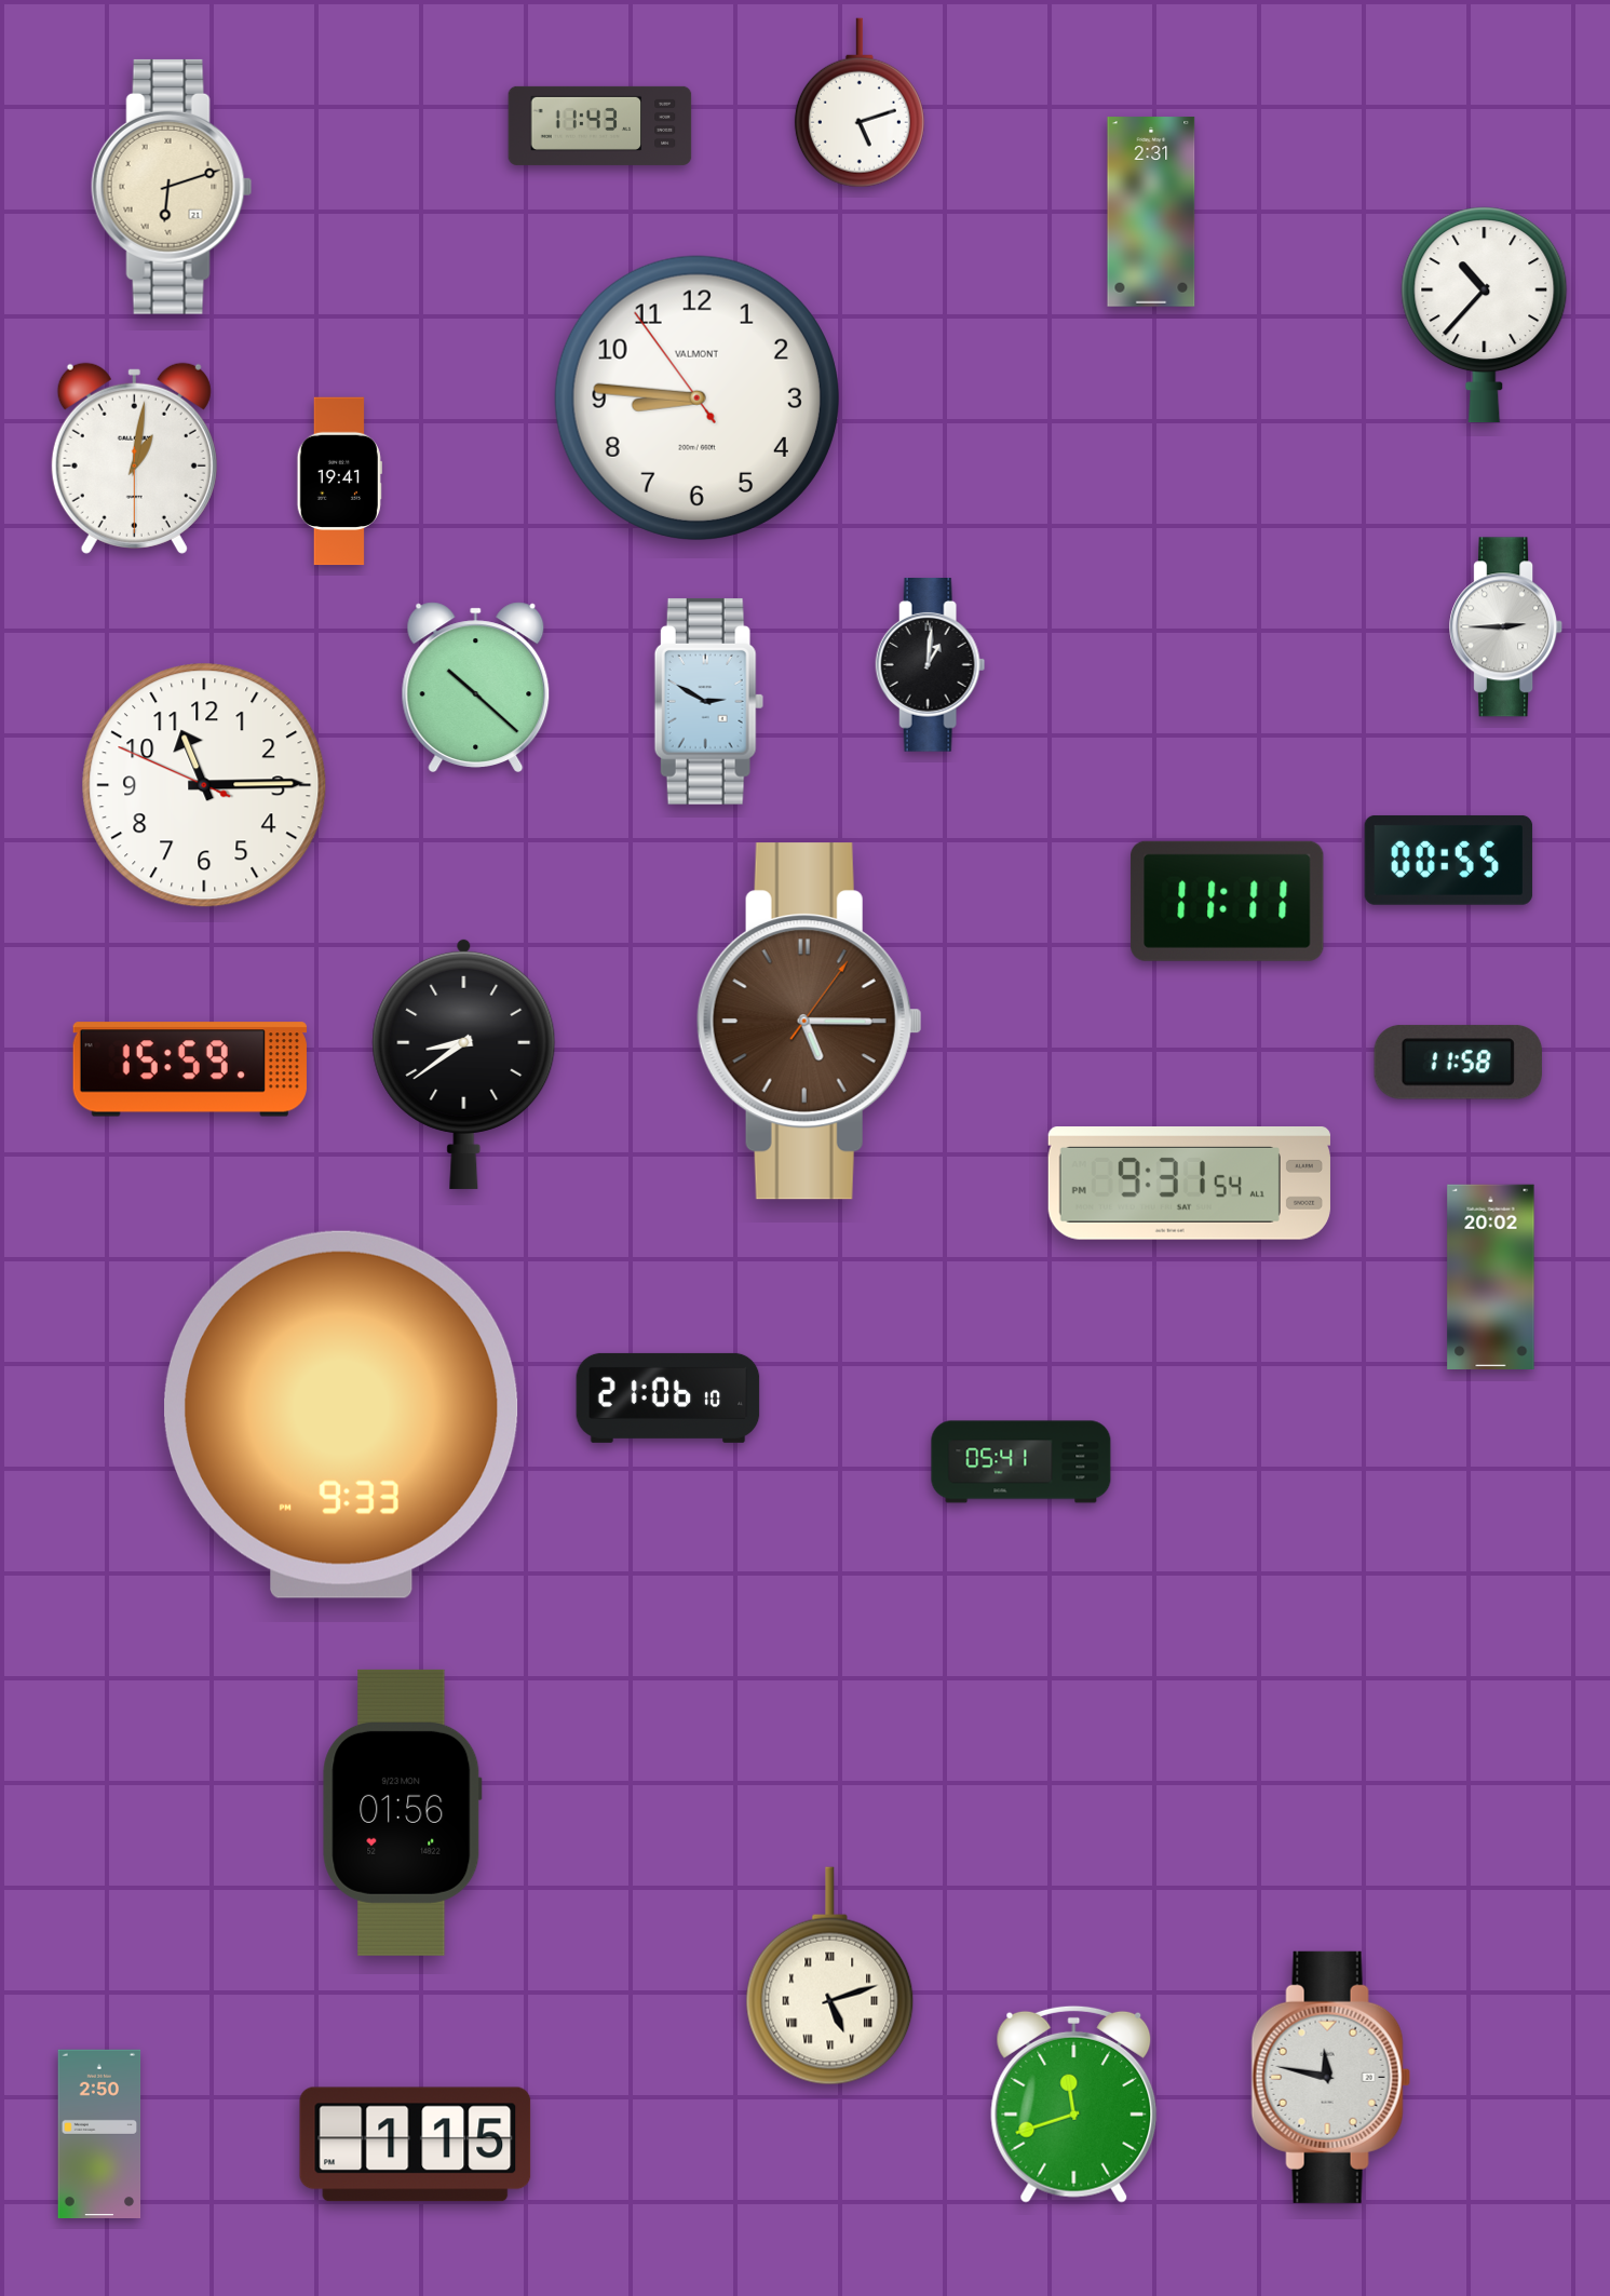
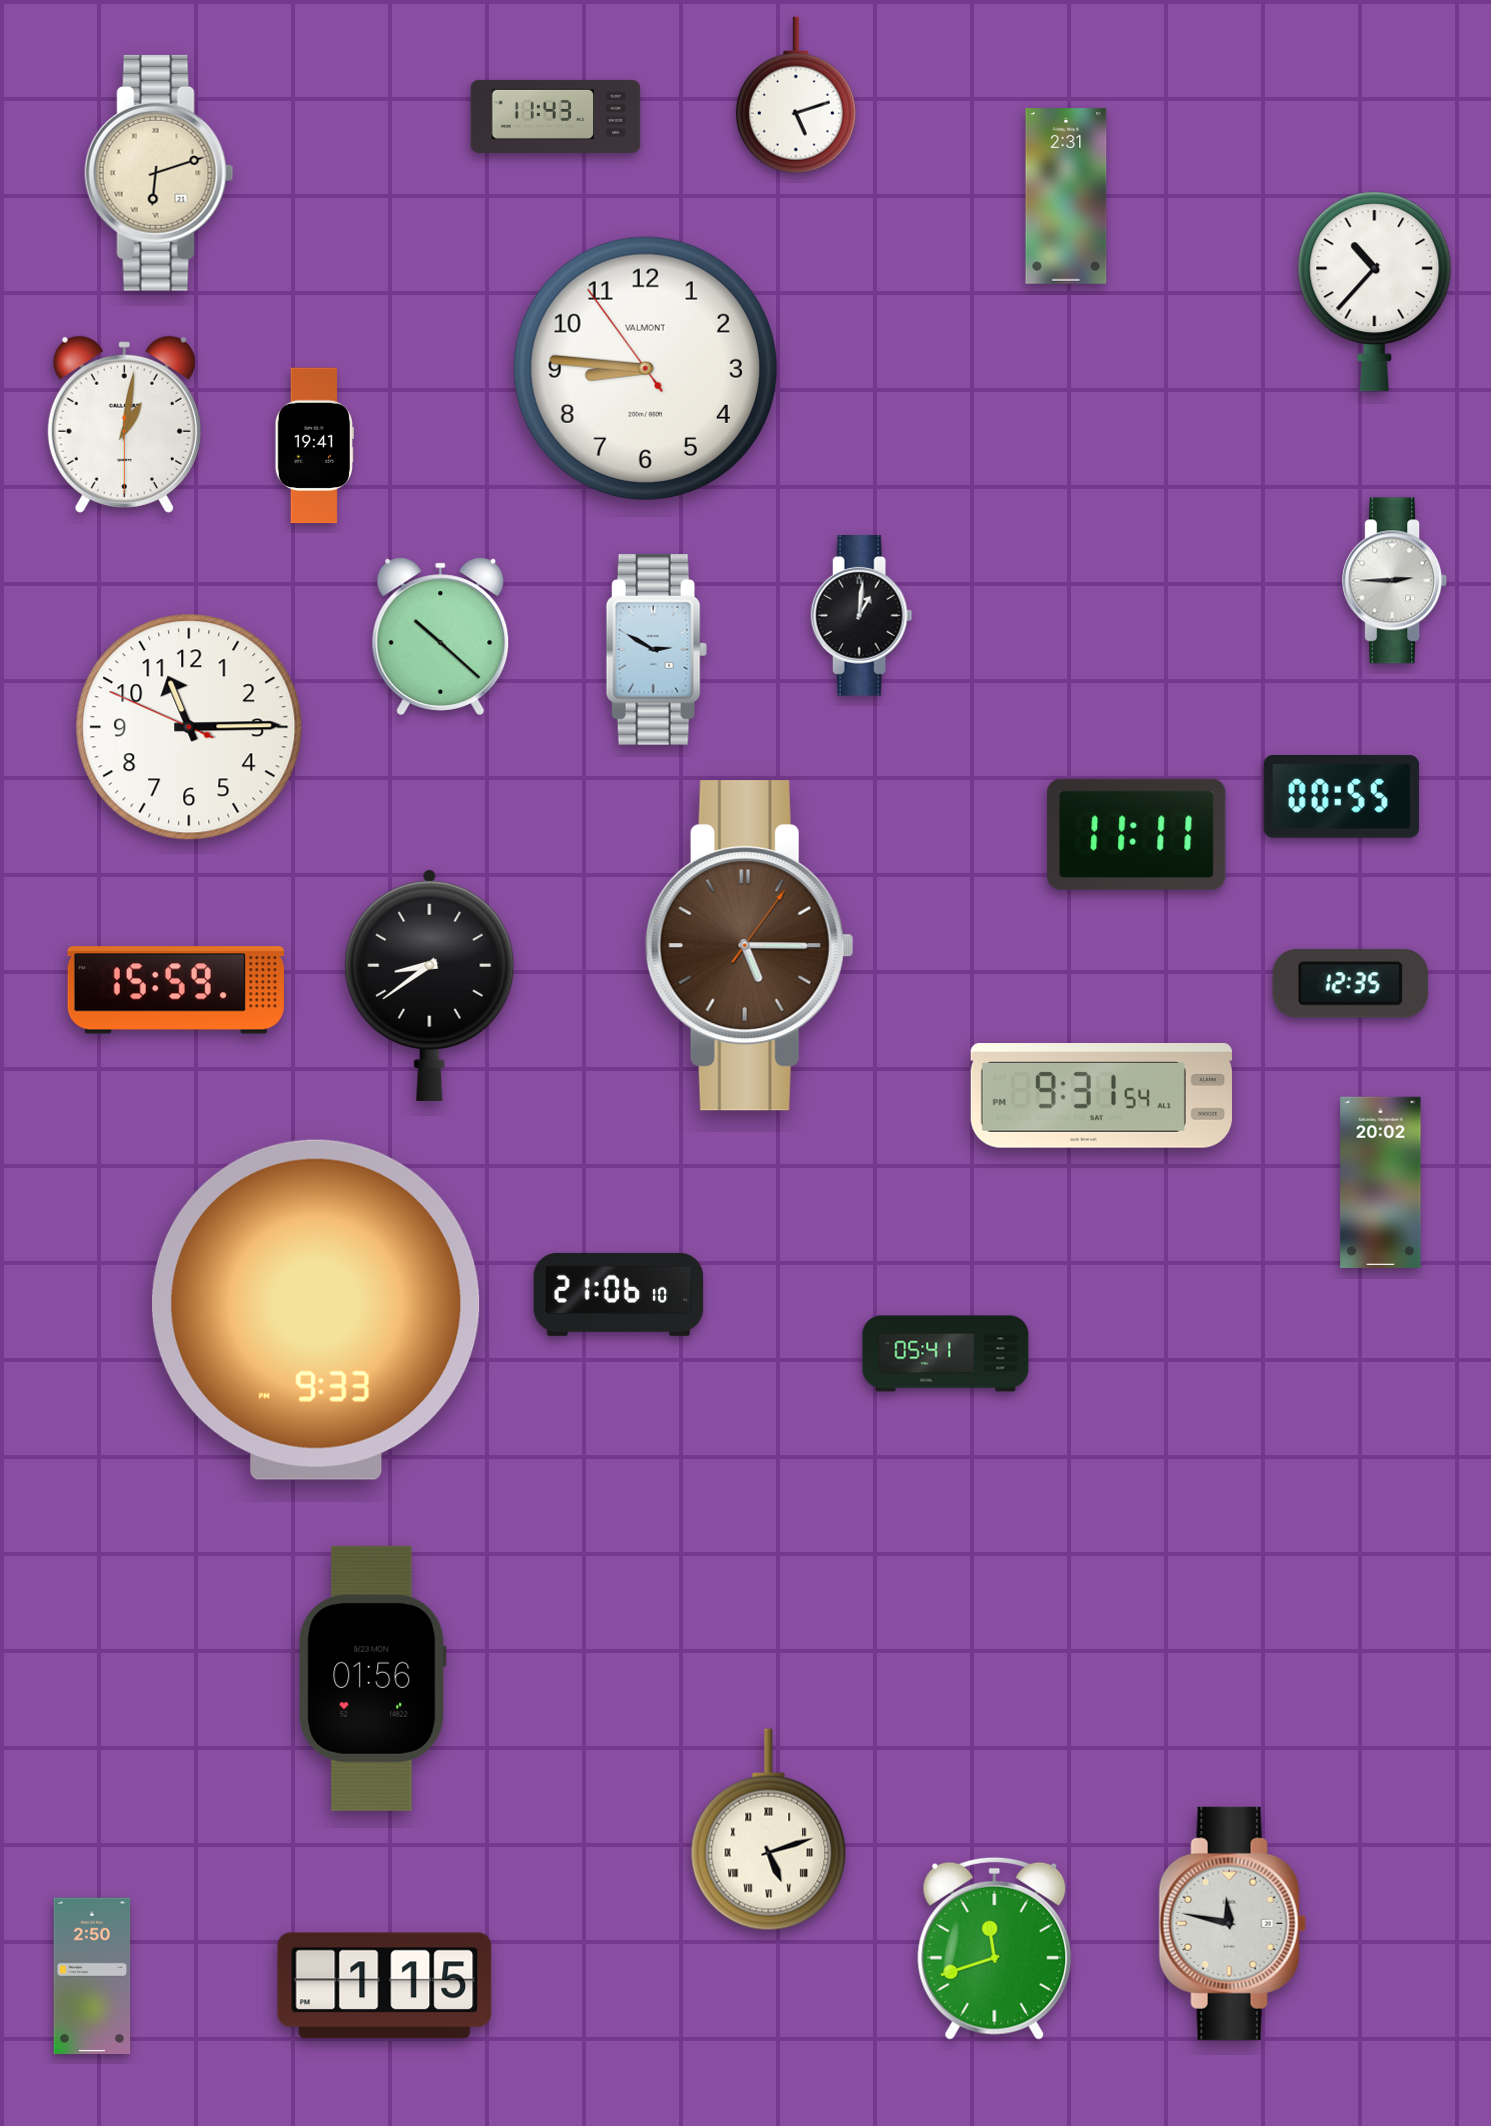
clock at (1458, 1063): 11:58 -> 12:35
